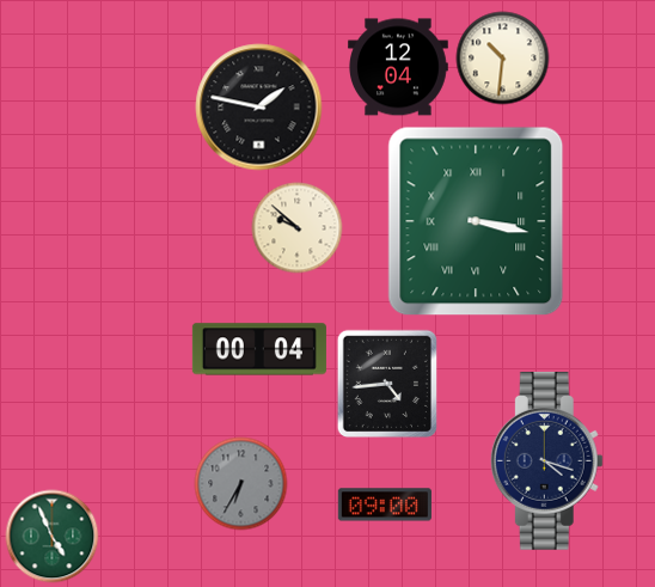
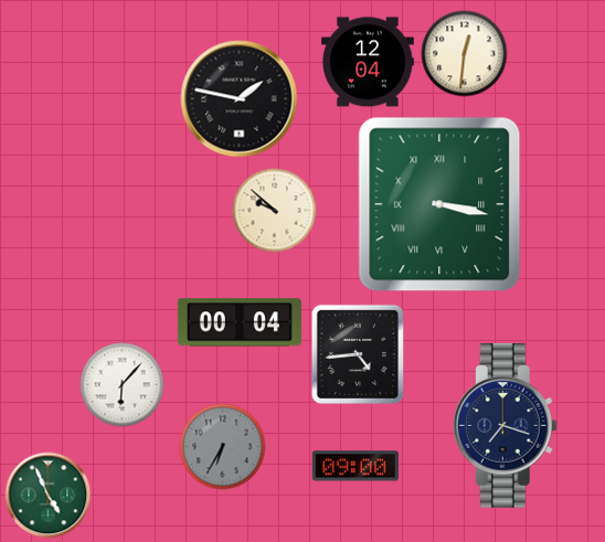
clock at (503, 59): 10:31 -> 12:31
clock at (123, 385): none -> 6:07
clock at (546, 460): 4:18 -> 7:18
